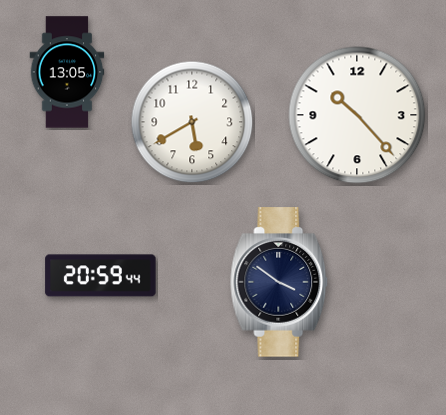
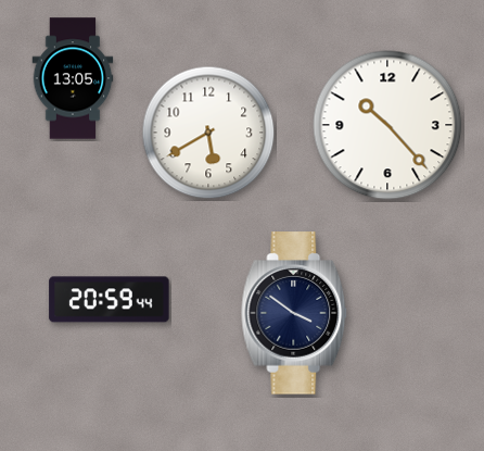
clock at (279, 282) position: (279, 282) -> (294, 313)
